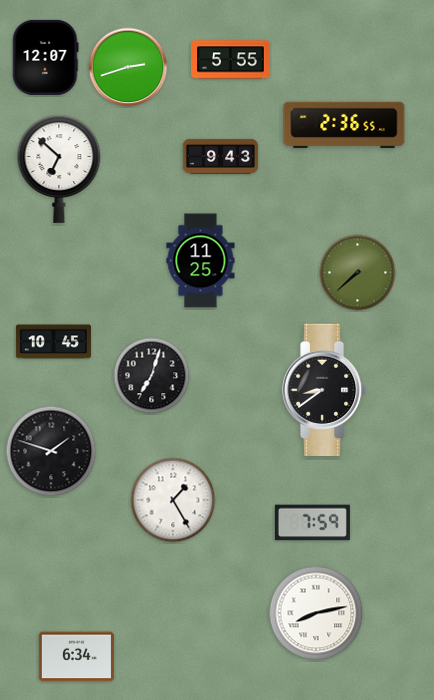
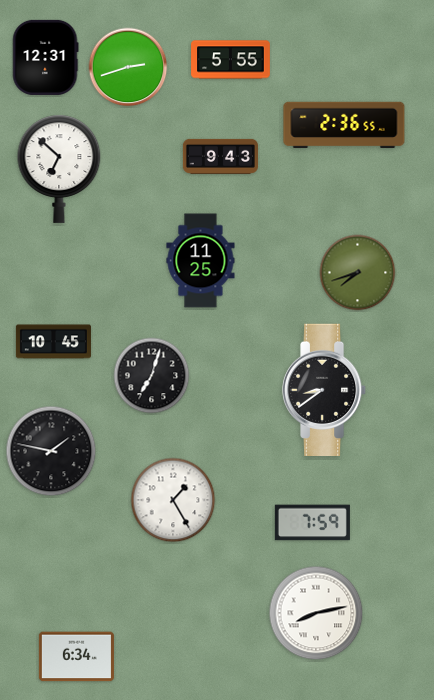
clock at (46, 57): 12:07 -> 12:31
clock at (358, 273): 7:38 -> 7:42
clock at (51, 451): 1:48 -> 1:47
